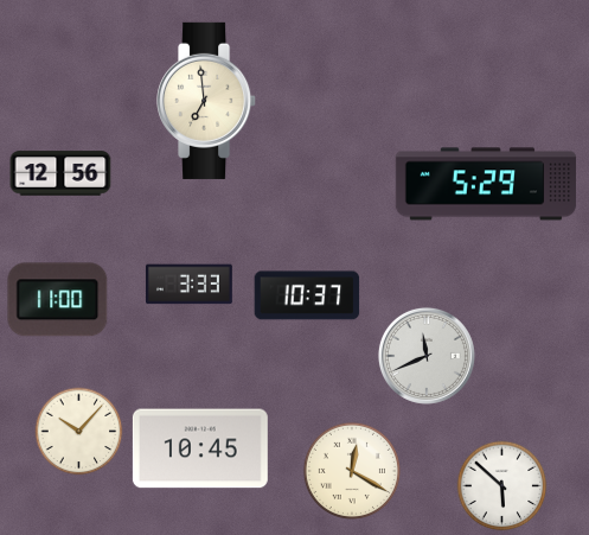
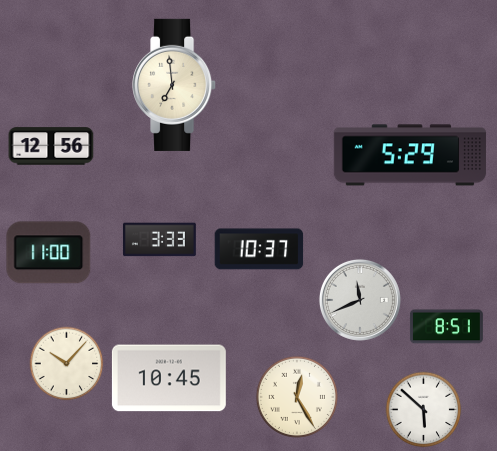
clock at (446, 327): none -> 8:51
clock at (352, 471): 12:20 -> 12:25
